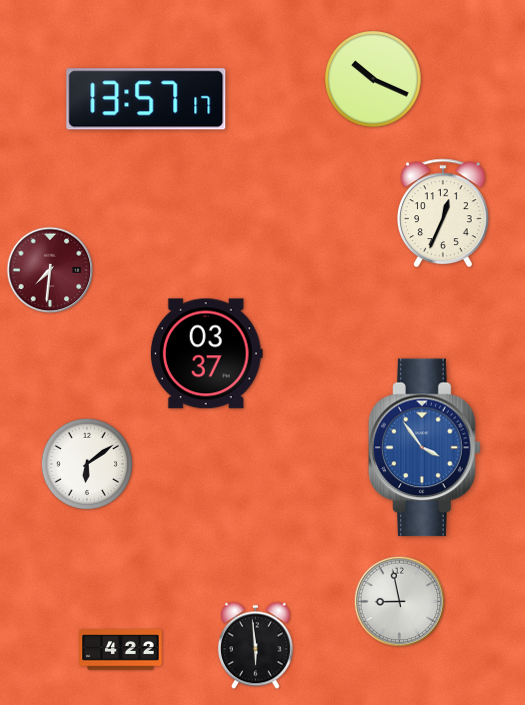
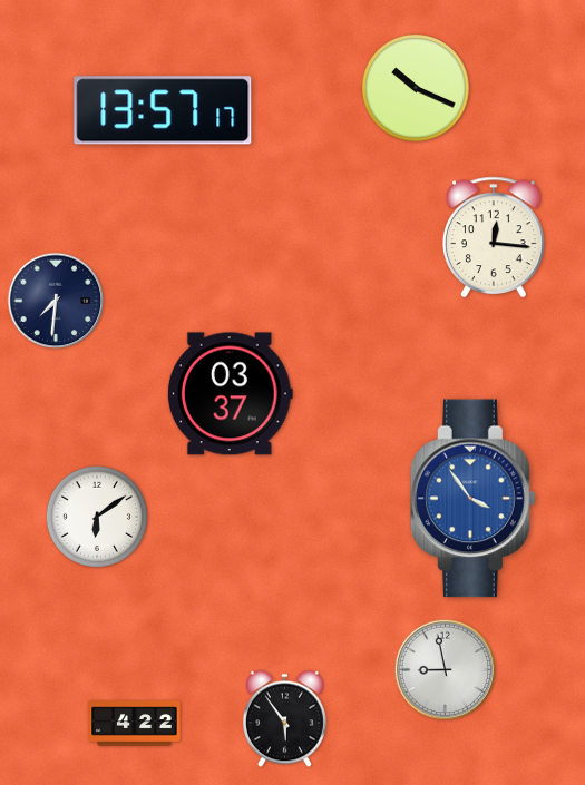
clock at (443, 213): 12:34 -> 12:16
clock at (50, 270) dial: burgundy -> navy
clock at (255, 646): 5:59 -> 5:54
